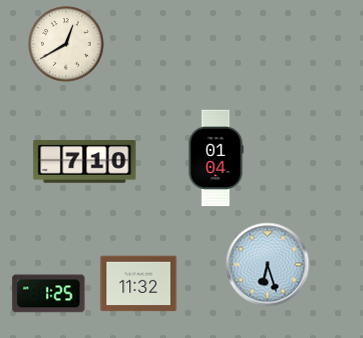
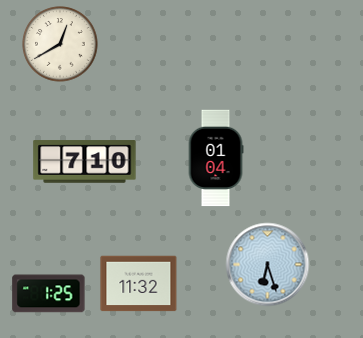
clock at (66, 44) position: (66, 44) -> (60, 44)
